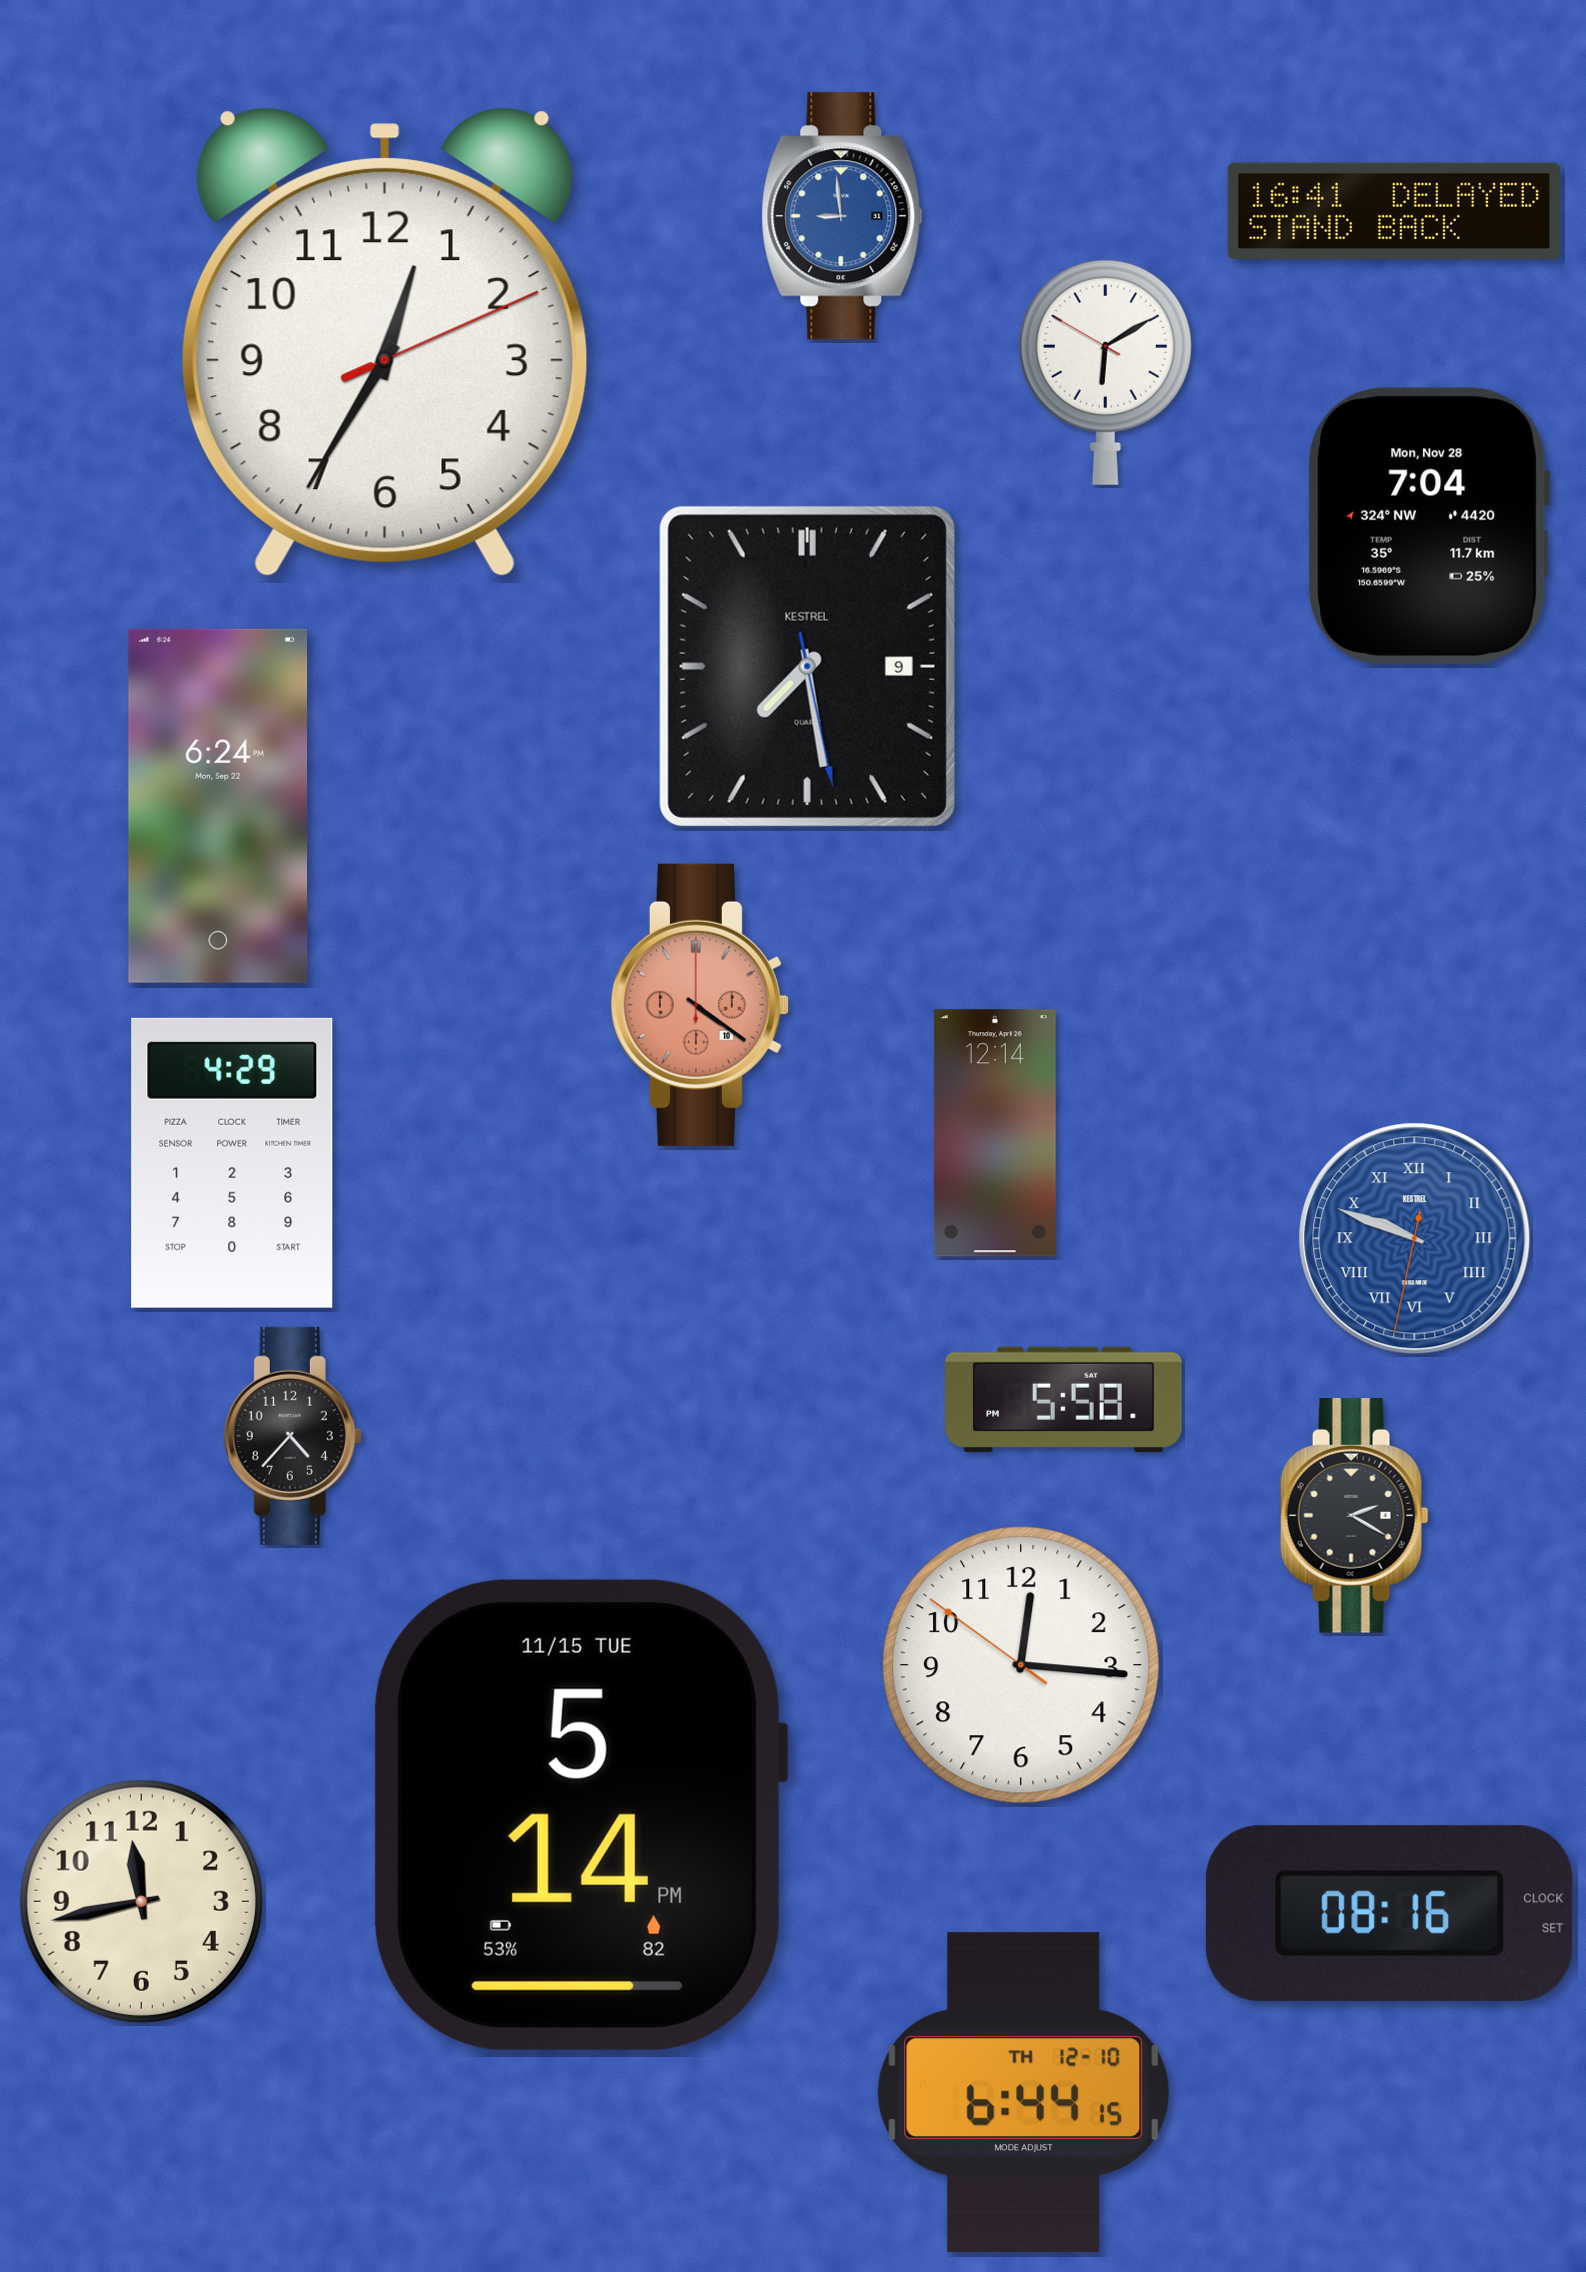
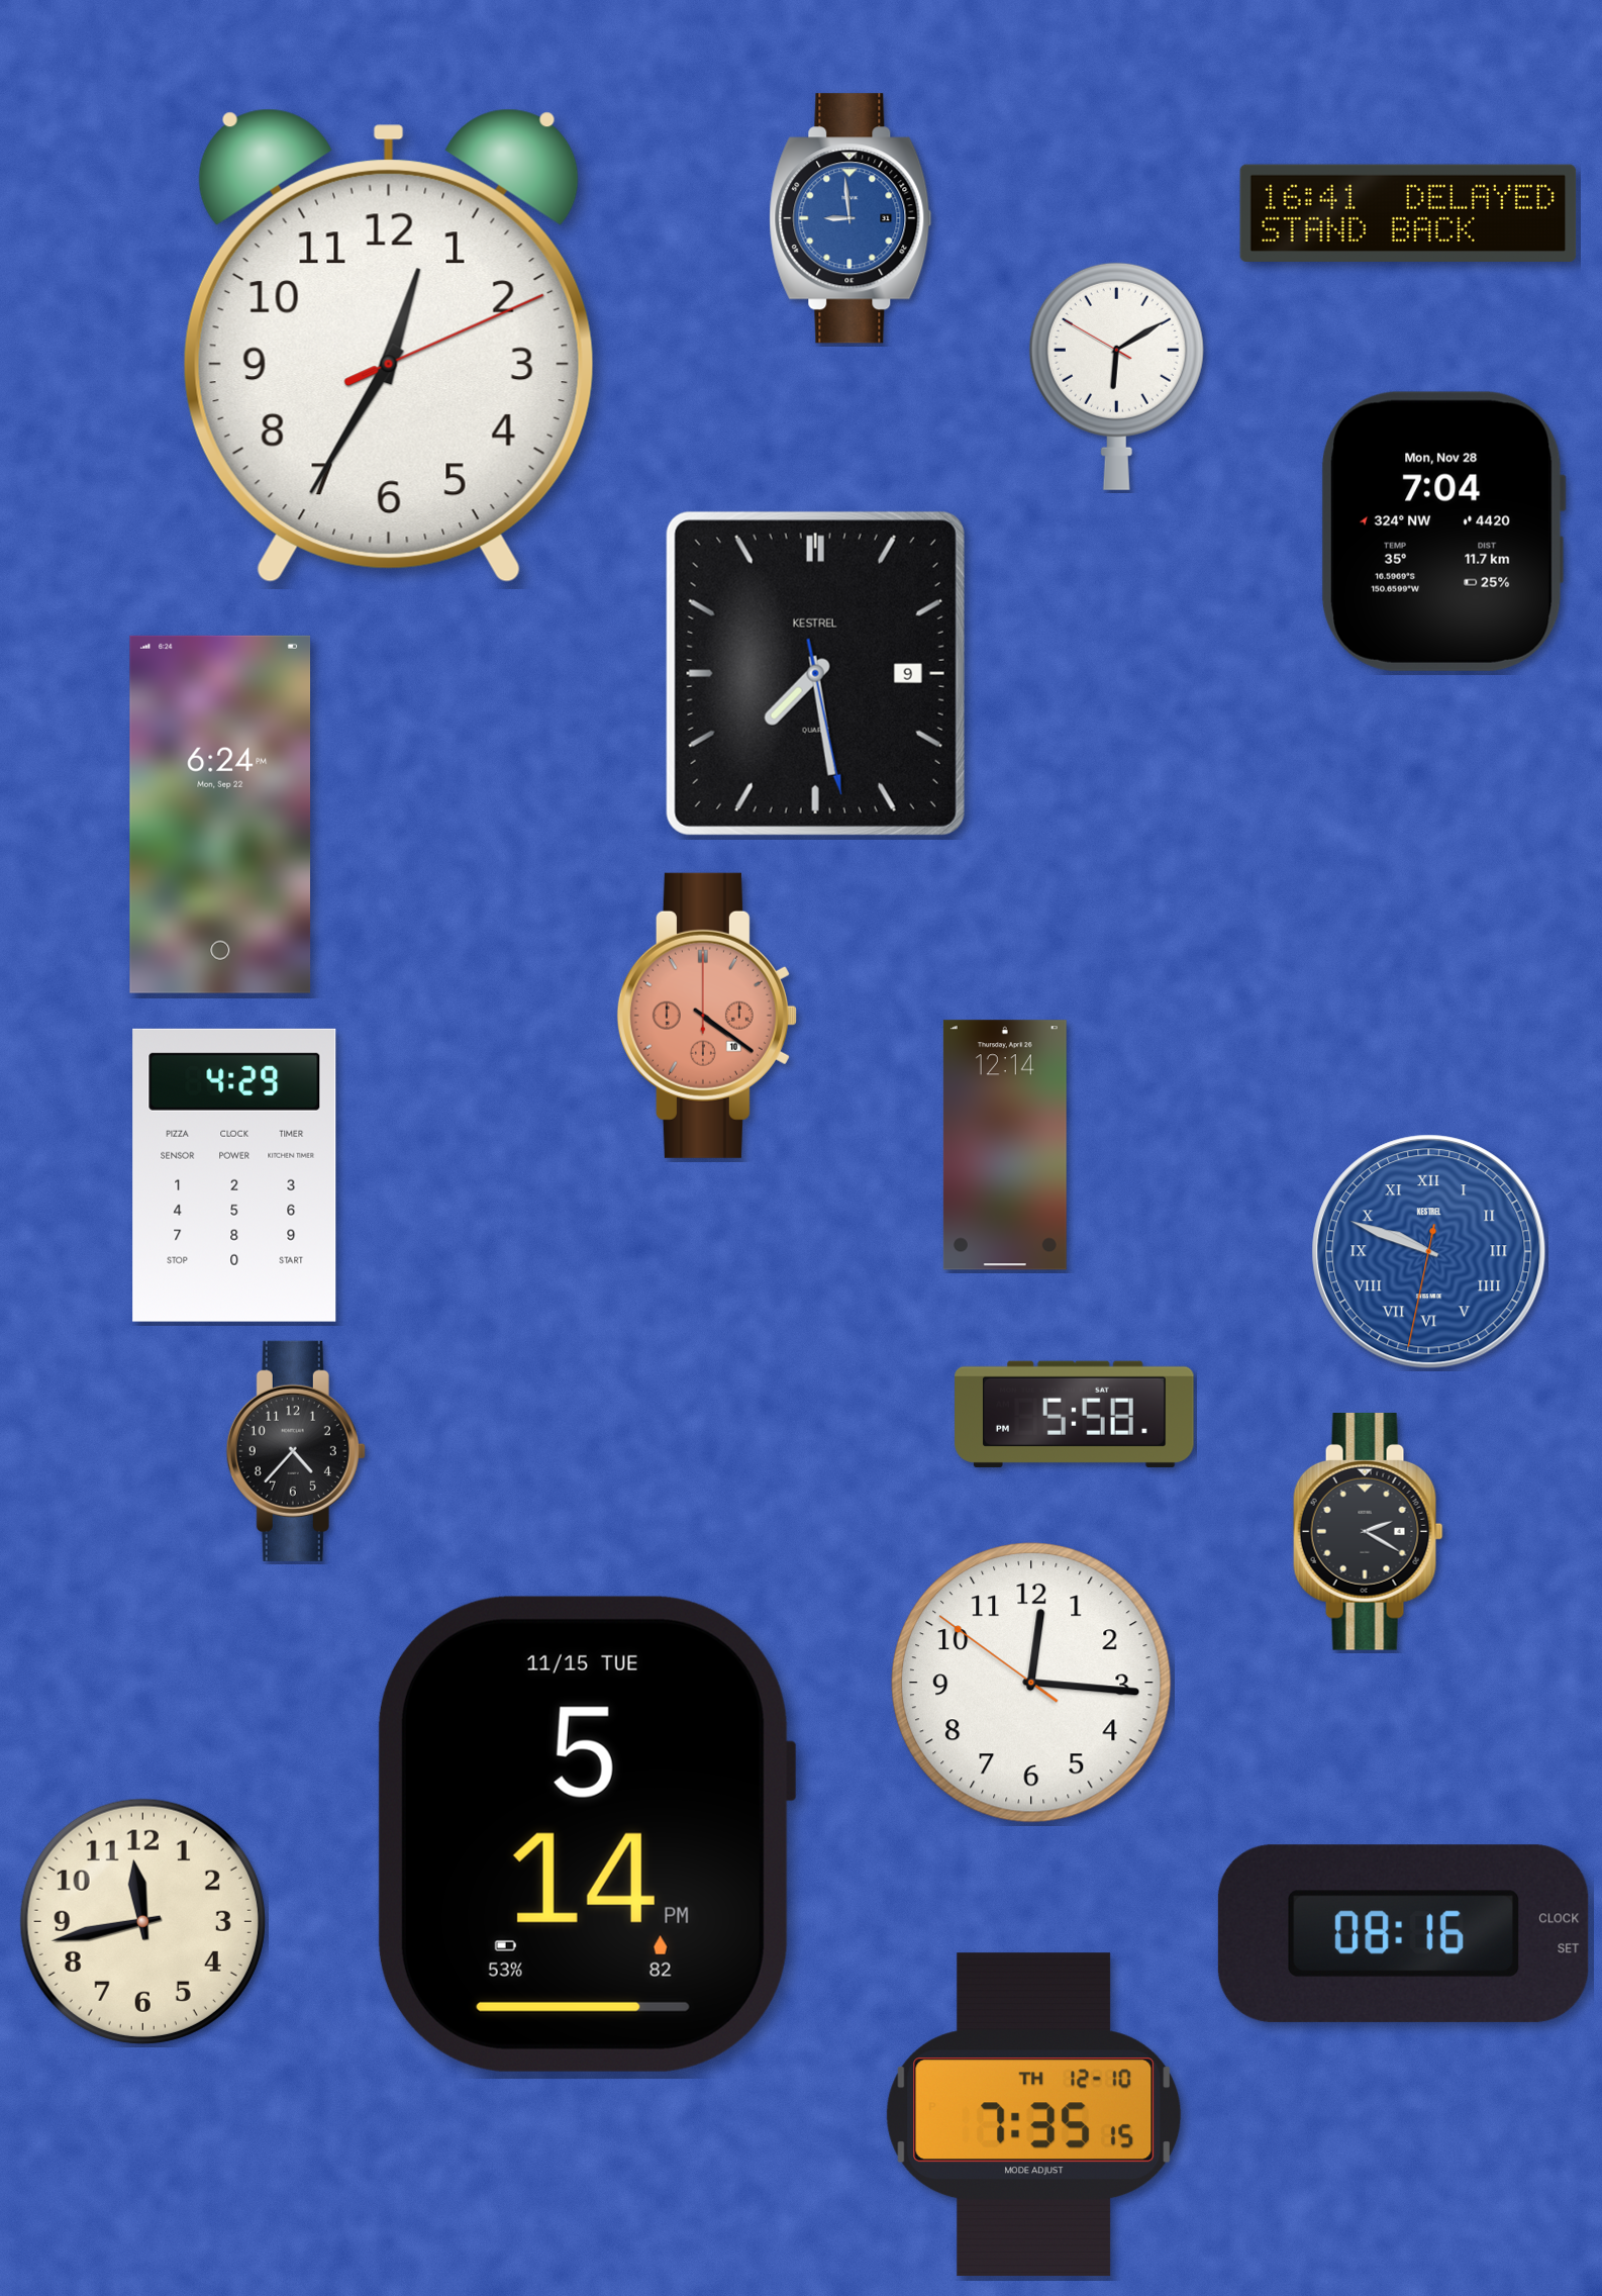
clock at (1024, 2093): 6:44 -> 7:35
